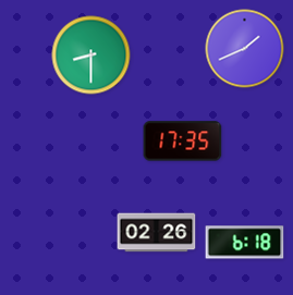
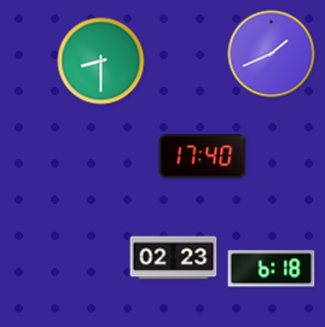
clock at (183, 142): 17:35 -> 17:40
clock at (157, 233): 02:26 -> 02:23
